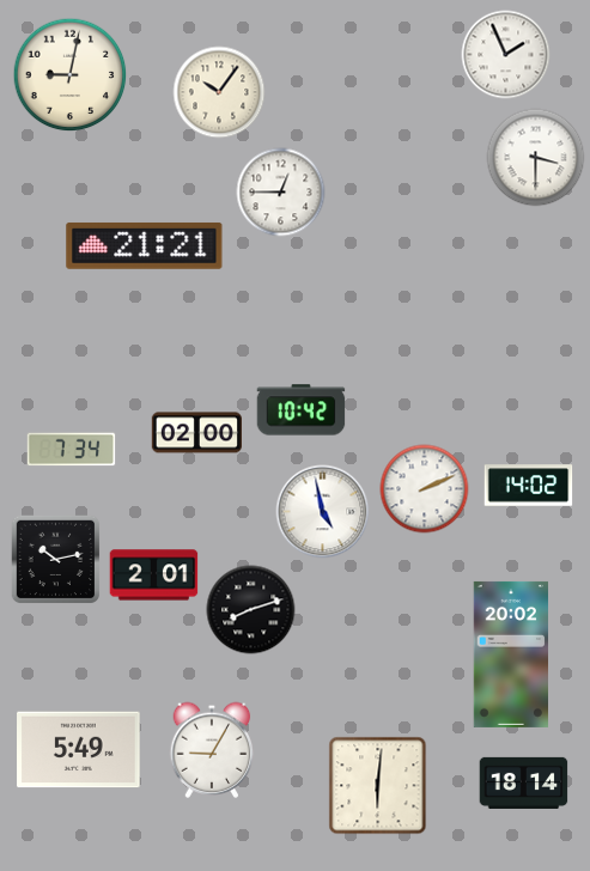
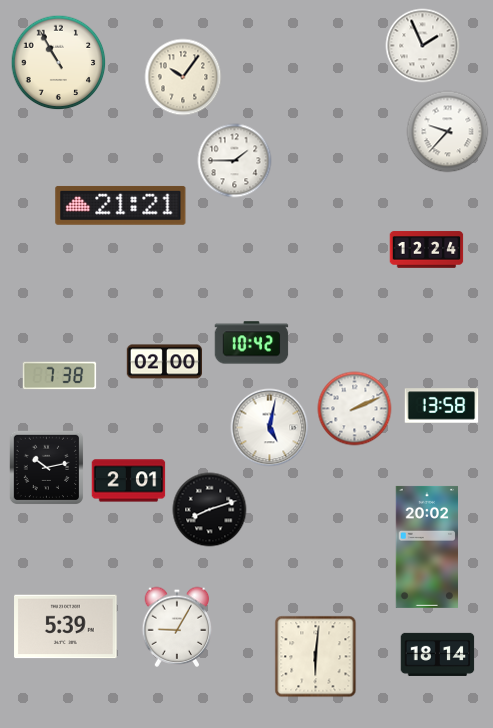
clock at (71, 75): 9:02 -> 10:55
clock at (536, 158): 3:30 -> 9:37
clock at (281, 193): 12:45 -> 1:45
clock at (427, 250): none -> 12:24
clock at (72, 450): 7:34 -> 7:38
clock at (529, 486): 14:02 -> 13:58
clock at (323, 512): 4:58 -> 5:02
clock at (79, 750): 5:49 -> 5:39
